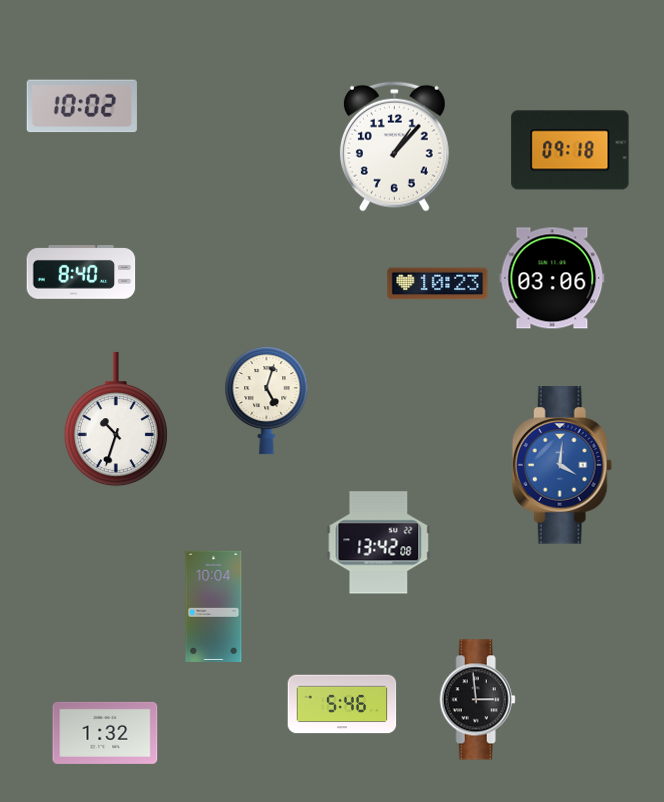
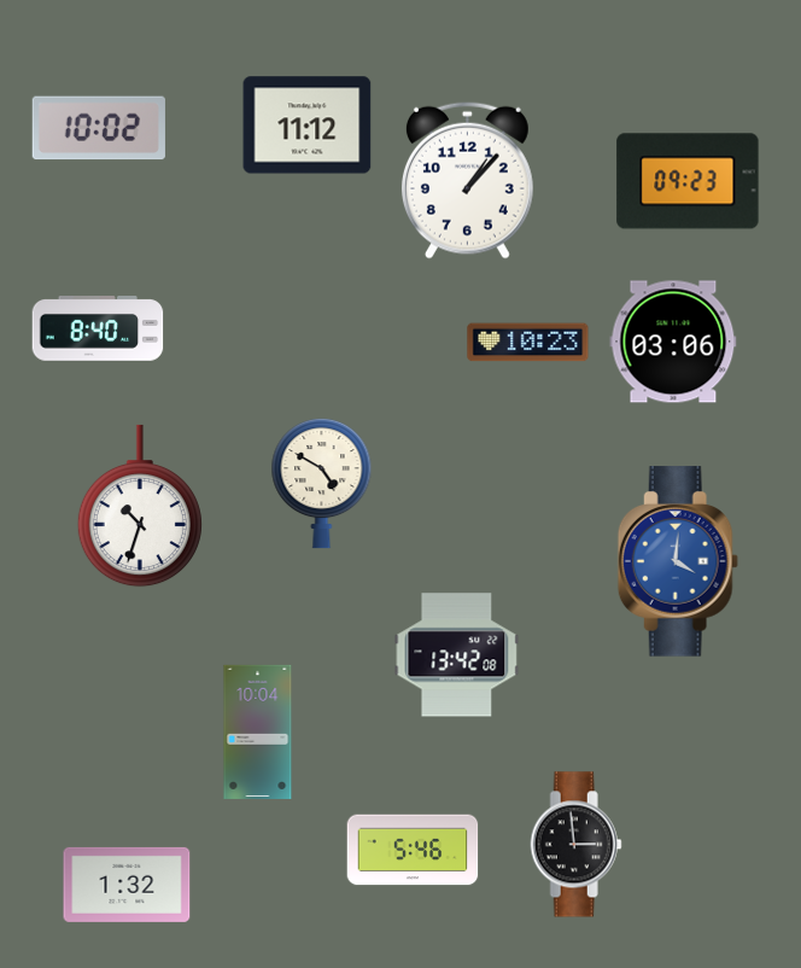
clock at (308, 126): none -> 11:12
clock at (394, 146) position: (394, 146) -> (467, 180)
clock at (570, 150): 09:18 -> 09:23
clock at (552, 278) position: (552, 278) -> (673, 342)
clock at (267, 400): 5:03 -> 4:50
